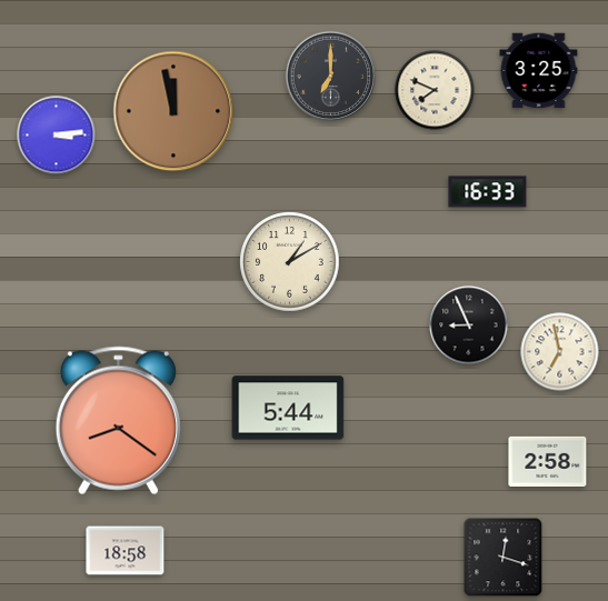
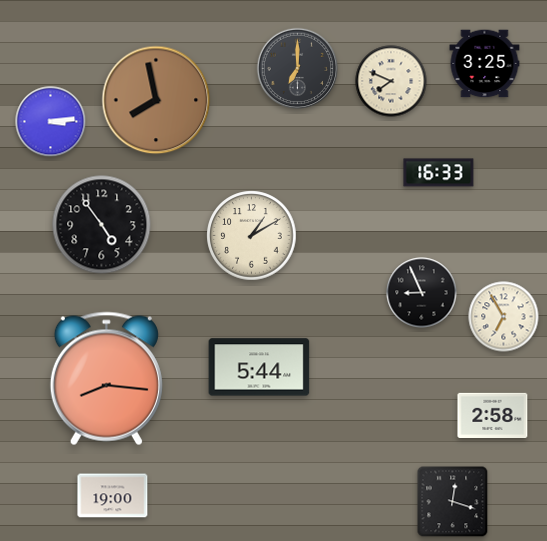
clock at (173, 111): 11:58 -> 7:58
clock at (102, 225): none -> 4:54
clock at (290, 262) position: (290, 262) -> (252, 236)
clock at (560, 352): 6:58 -> 6:55
clock at (118, 421): 8:21 -> 8:16
clock at (126, 551): 18:58 -> 19:00
